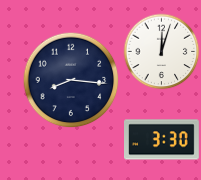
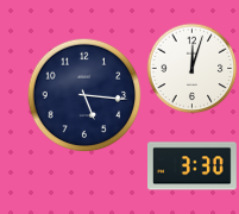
clock at (162, 52) position: (162, 52) -> (193, 69)
clock at (71, 80): 8:16 -> 5:16
